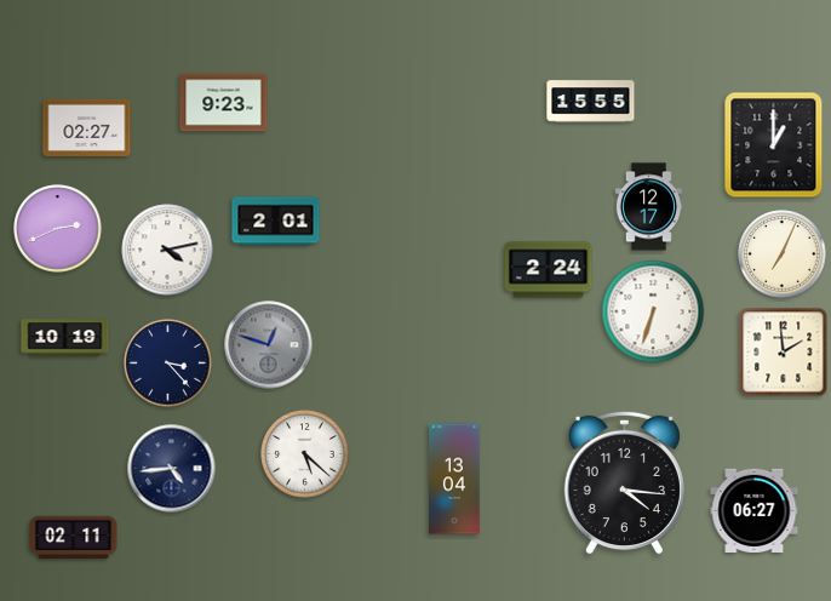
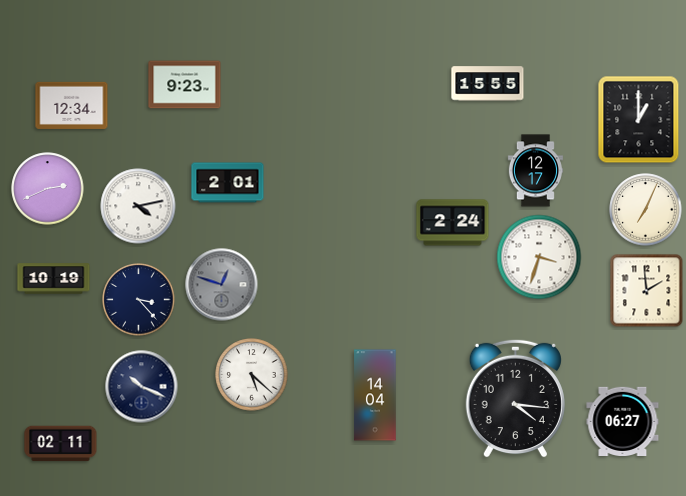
clock at (87, 127): 02:27 -> 12:34
clock at (653, 311): 6:33 -> 3:33
clock at (172, 469): 4:44 -> 10:19
clock at (454, 479): 13:04 -> 14:04
